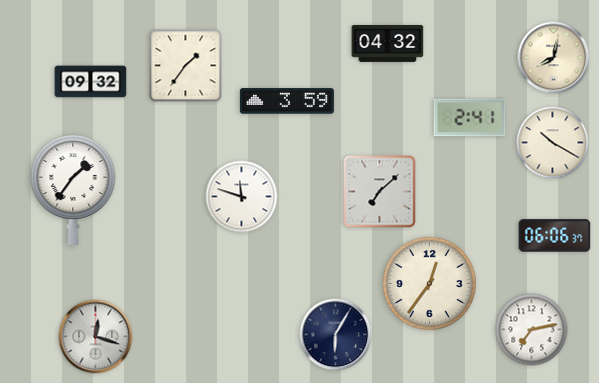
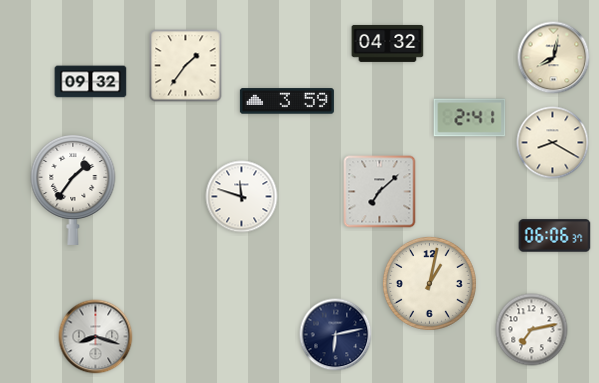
clock at (553, 143): 10:20 -> 8:20
clock at (429, 283): 12:36 -> 1:02
clock at (336, 335): 6:05 -> 6:13
clock at (96, 337): 12:18 -> 8:18
